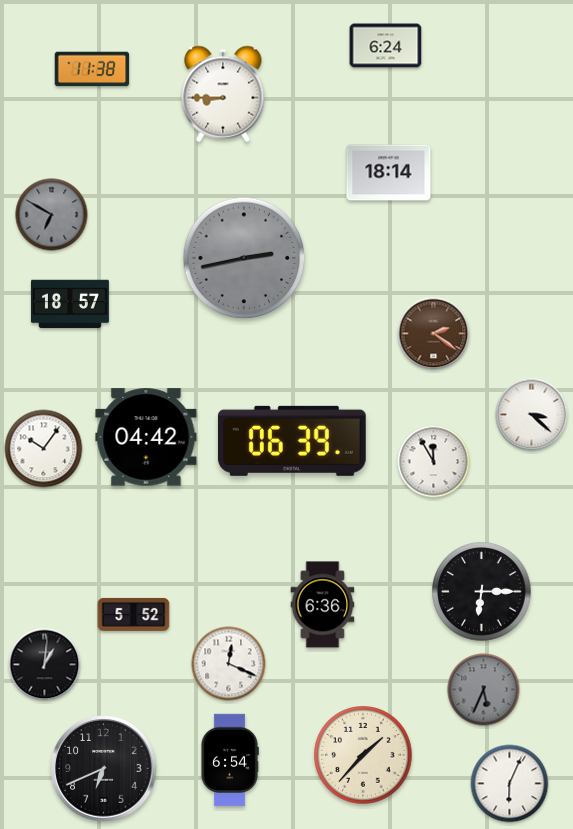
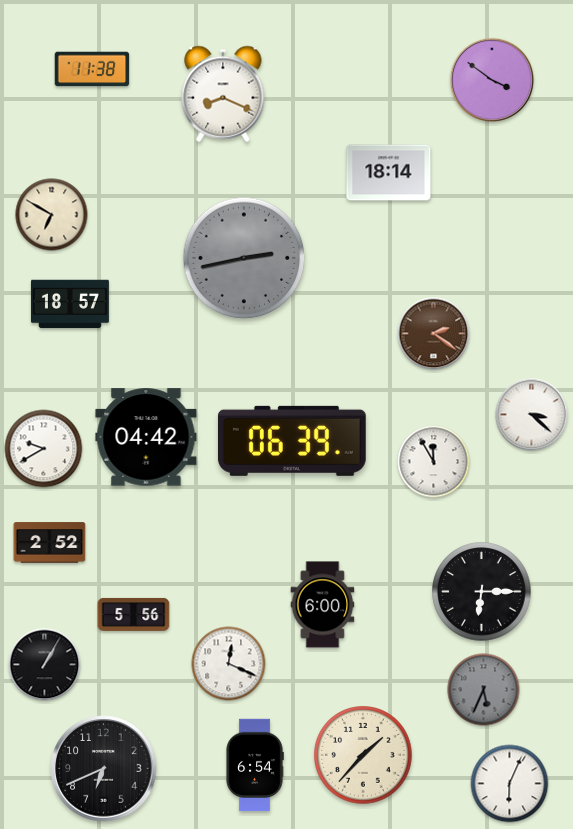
clock at (386, 46): 6:24 -> none
clock at (492, 80): none -> 3:51
clock at (223, 94): 8:45 -> 8:19
clock at (52, 215) dial: grey -> cream
clock at (44, 449): 10:06 -> 9:40
clock at (50, 543): none -> 2:52
clock at (323, 605): 6:36 -> 6:00
clock at (134, 614): 5:52 -> 5:56
clock at (45, 665): 1:01 -> 1:05
clock at (230, 760) position: (230, 760) -> (255, 765)
